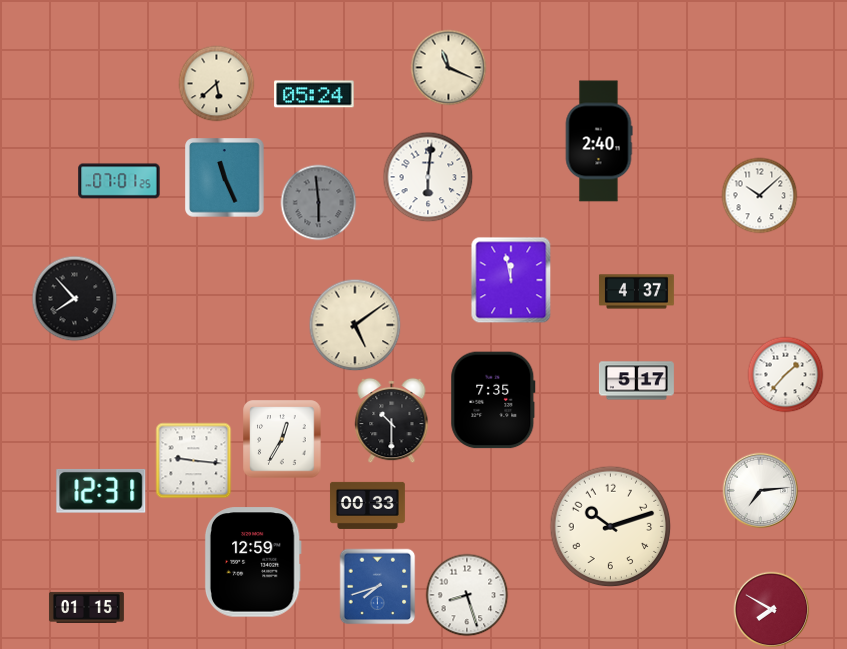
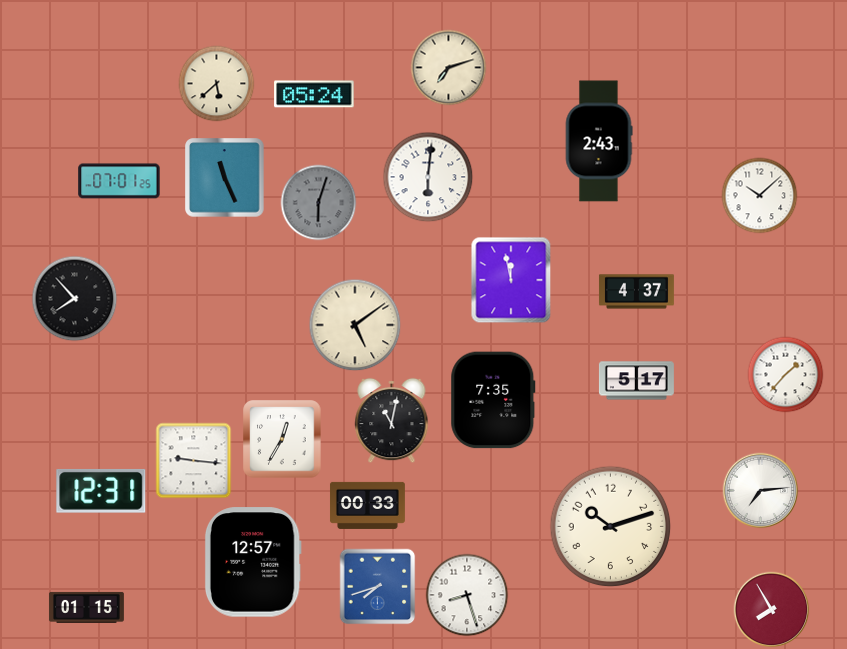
clock at (449, 68): 11:19 -> 7:12
clock at (599, 141): 2:40 -> 2:43
clock at (319, 203): 5:59 -> 6:03
clock at (392, 421): 10:30 -> 11:02
clock at (253, 562): 12:59 -> 12:57
clock at (772, 610): 7:50 -> 7:55
